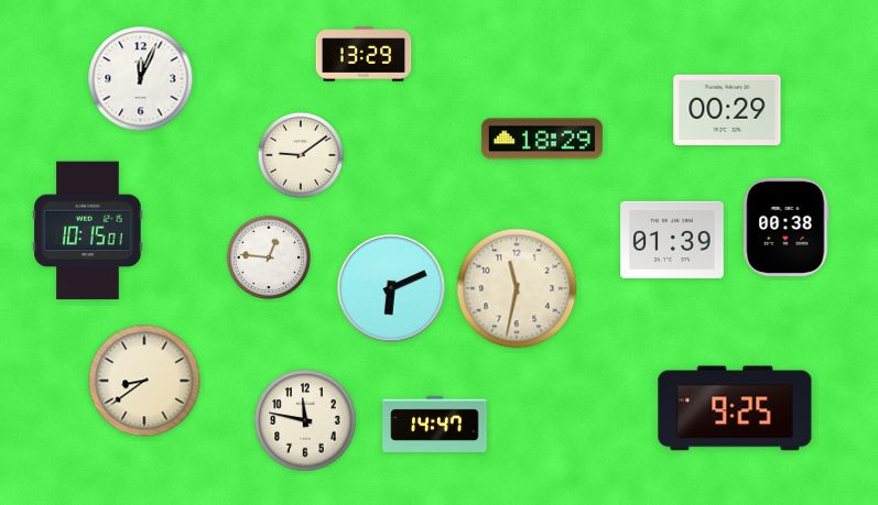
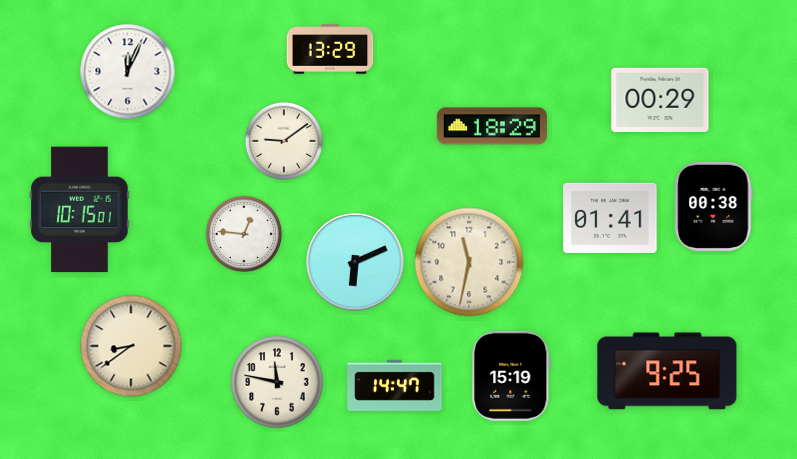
clock at (301, 155) position: (301, 155) -> (284, 141)
clock at (672, 240): 01:39 -> 01:41
clock at (511, 376): none -> 15:19
